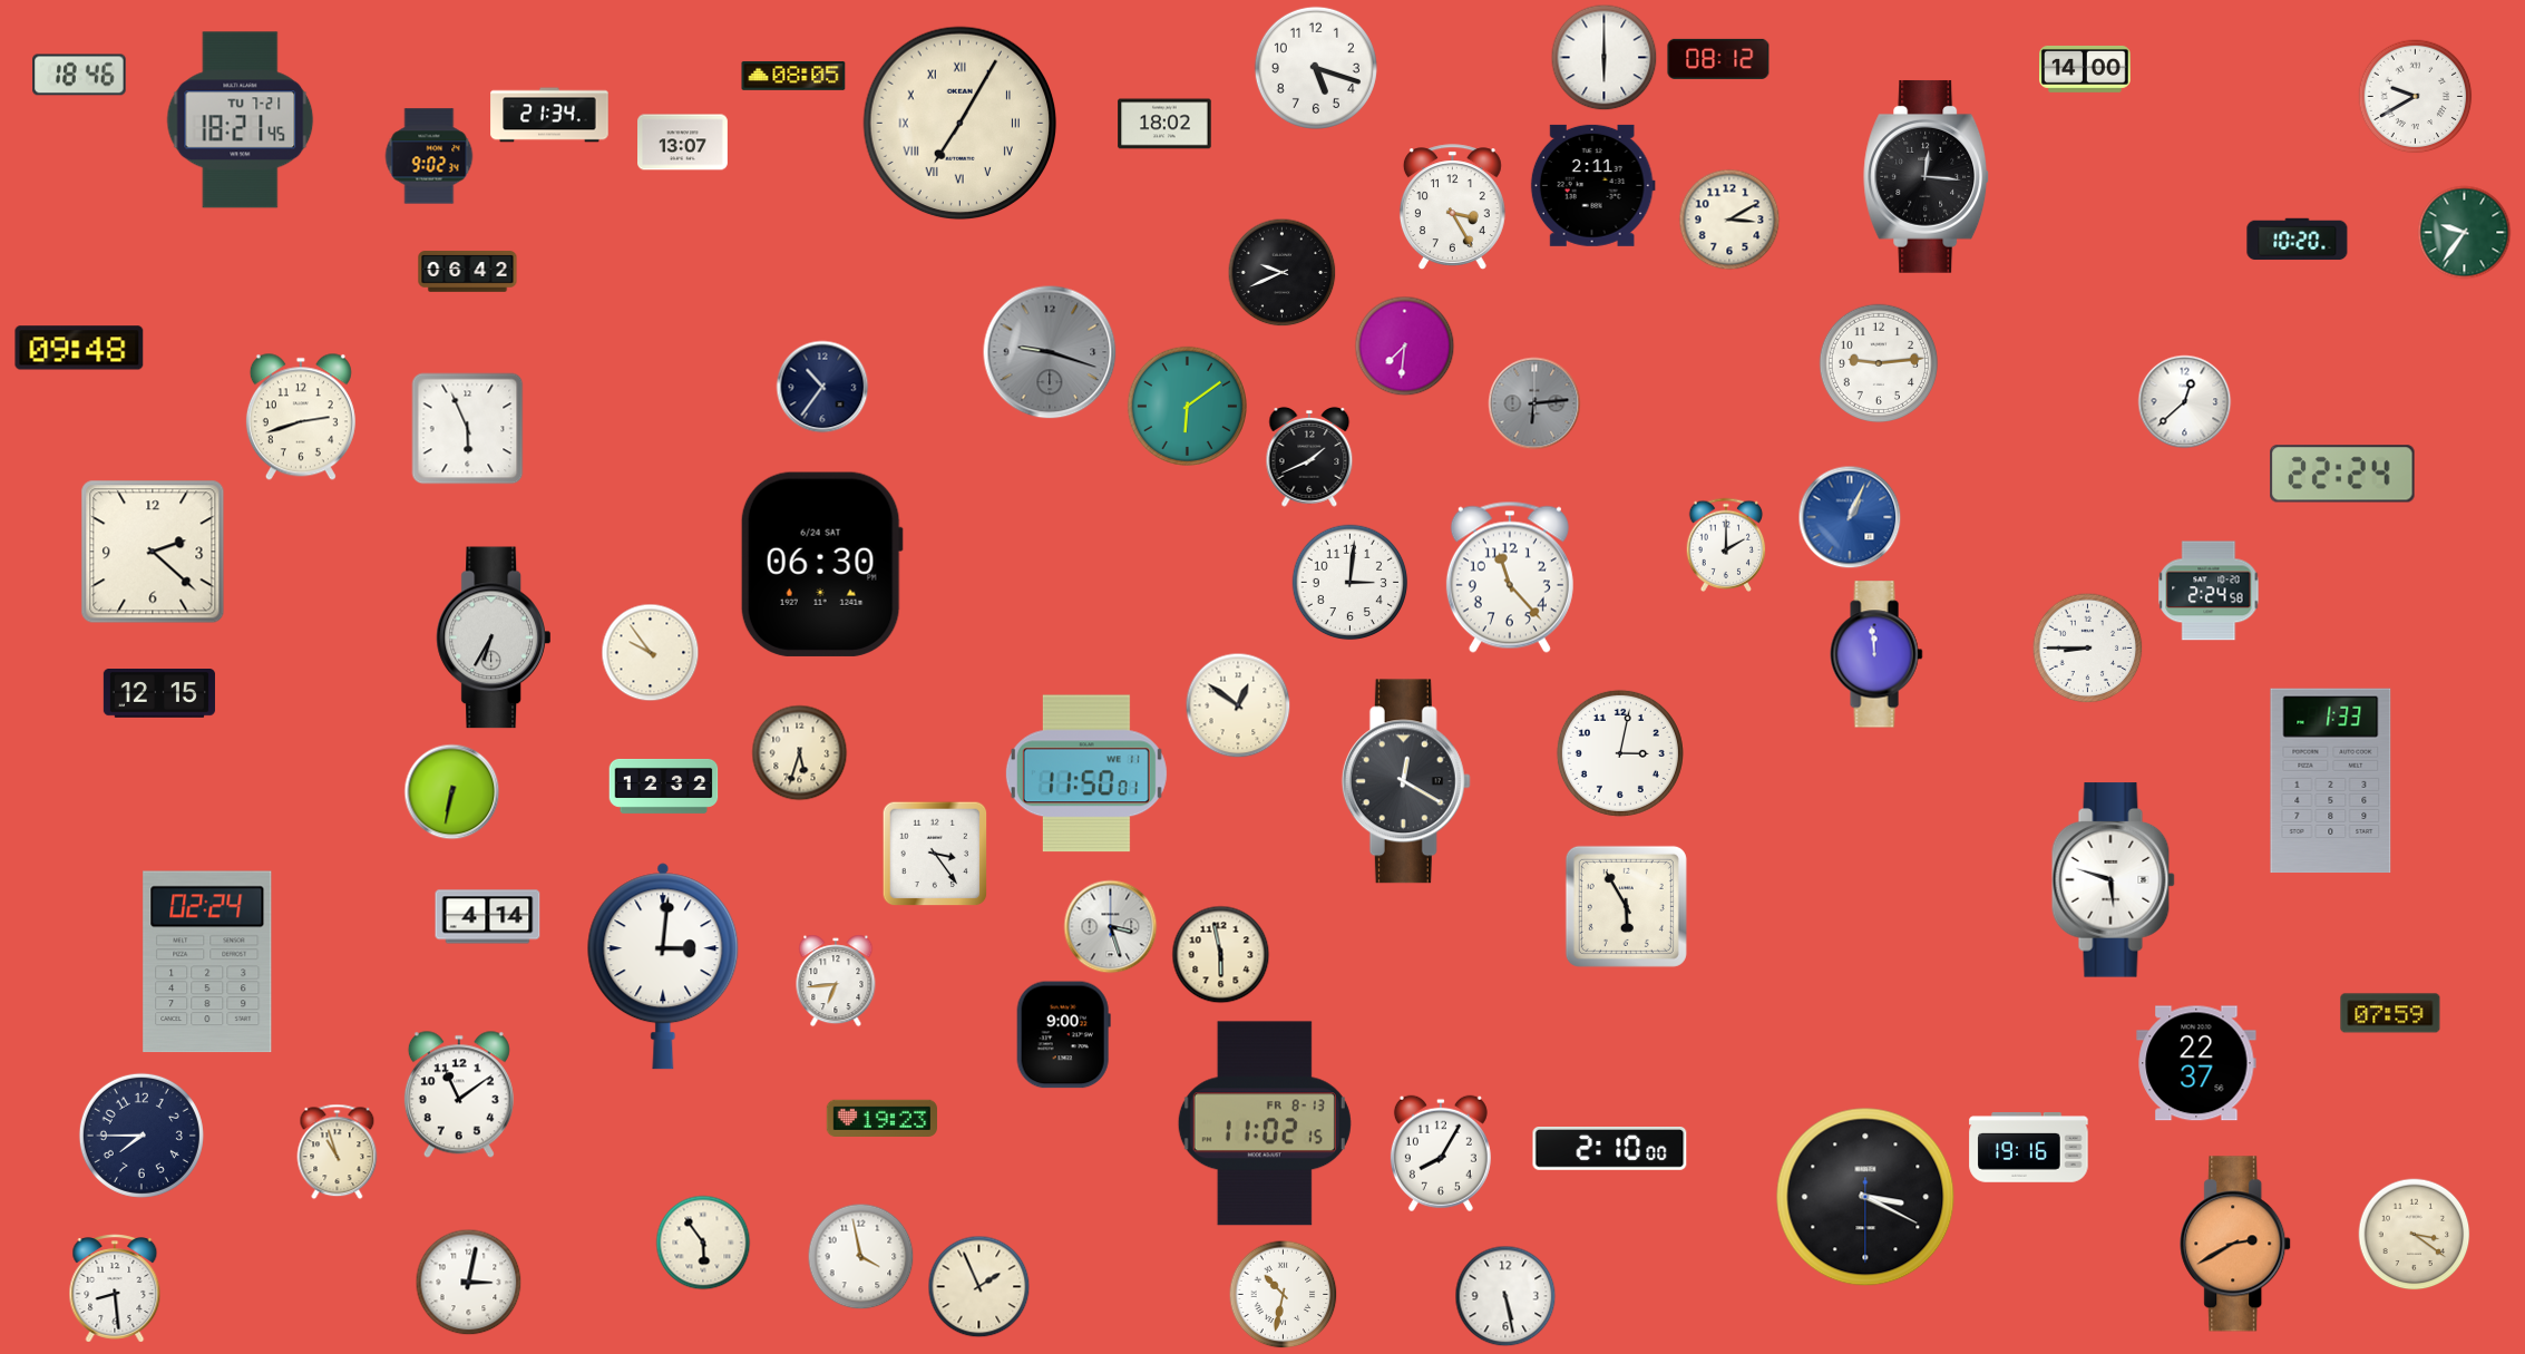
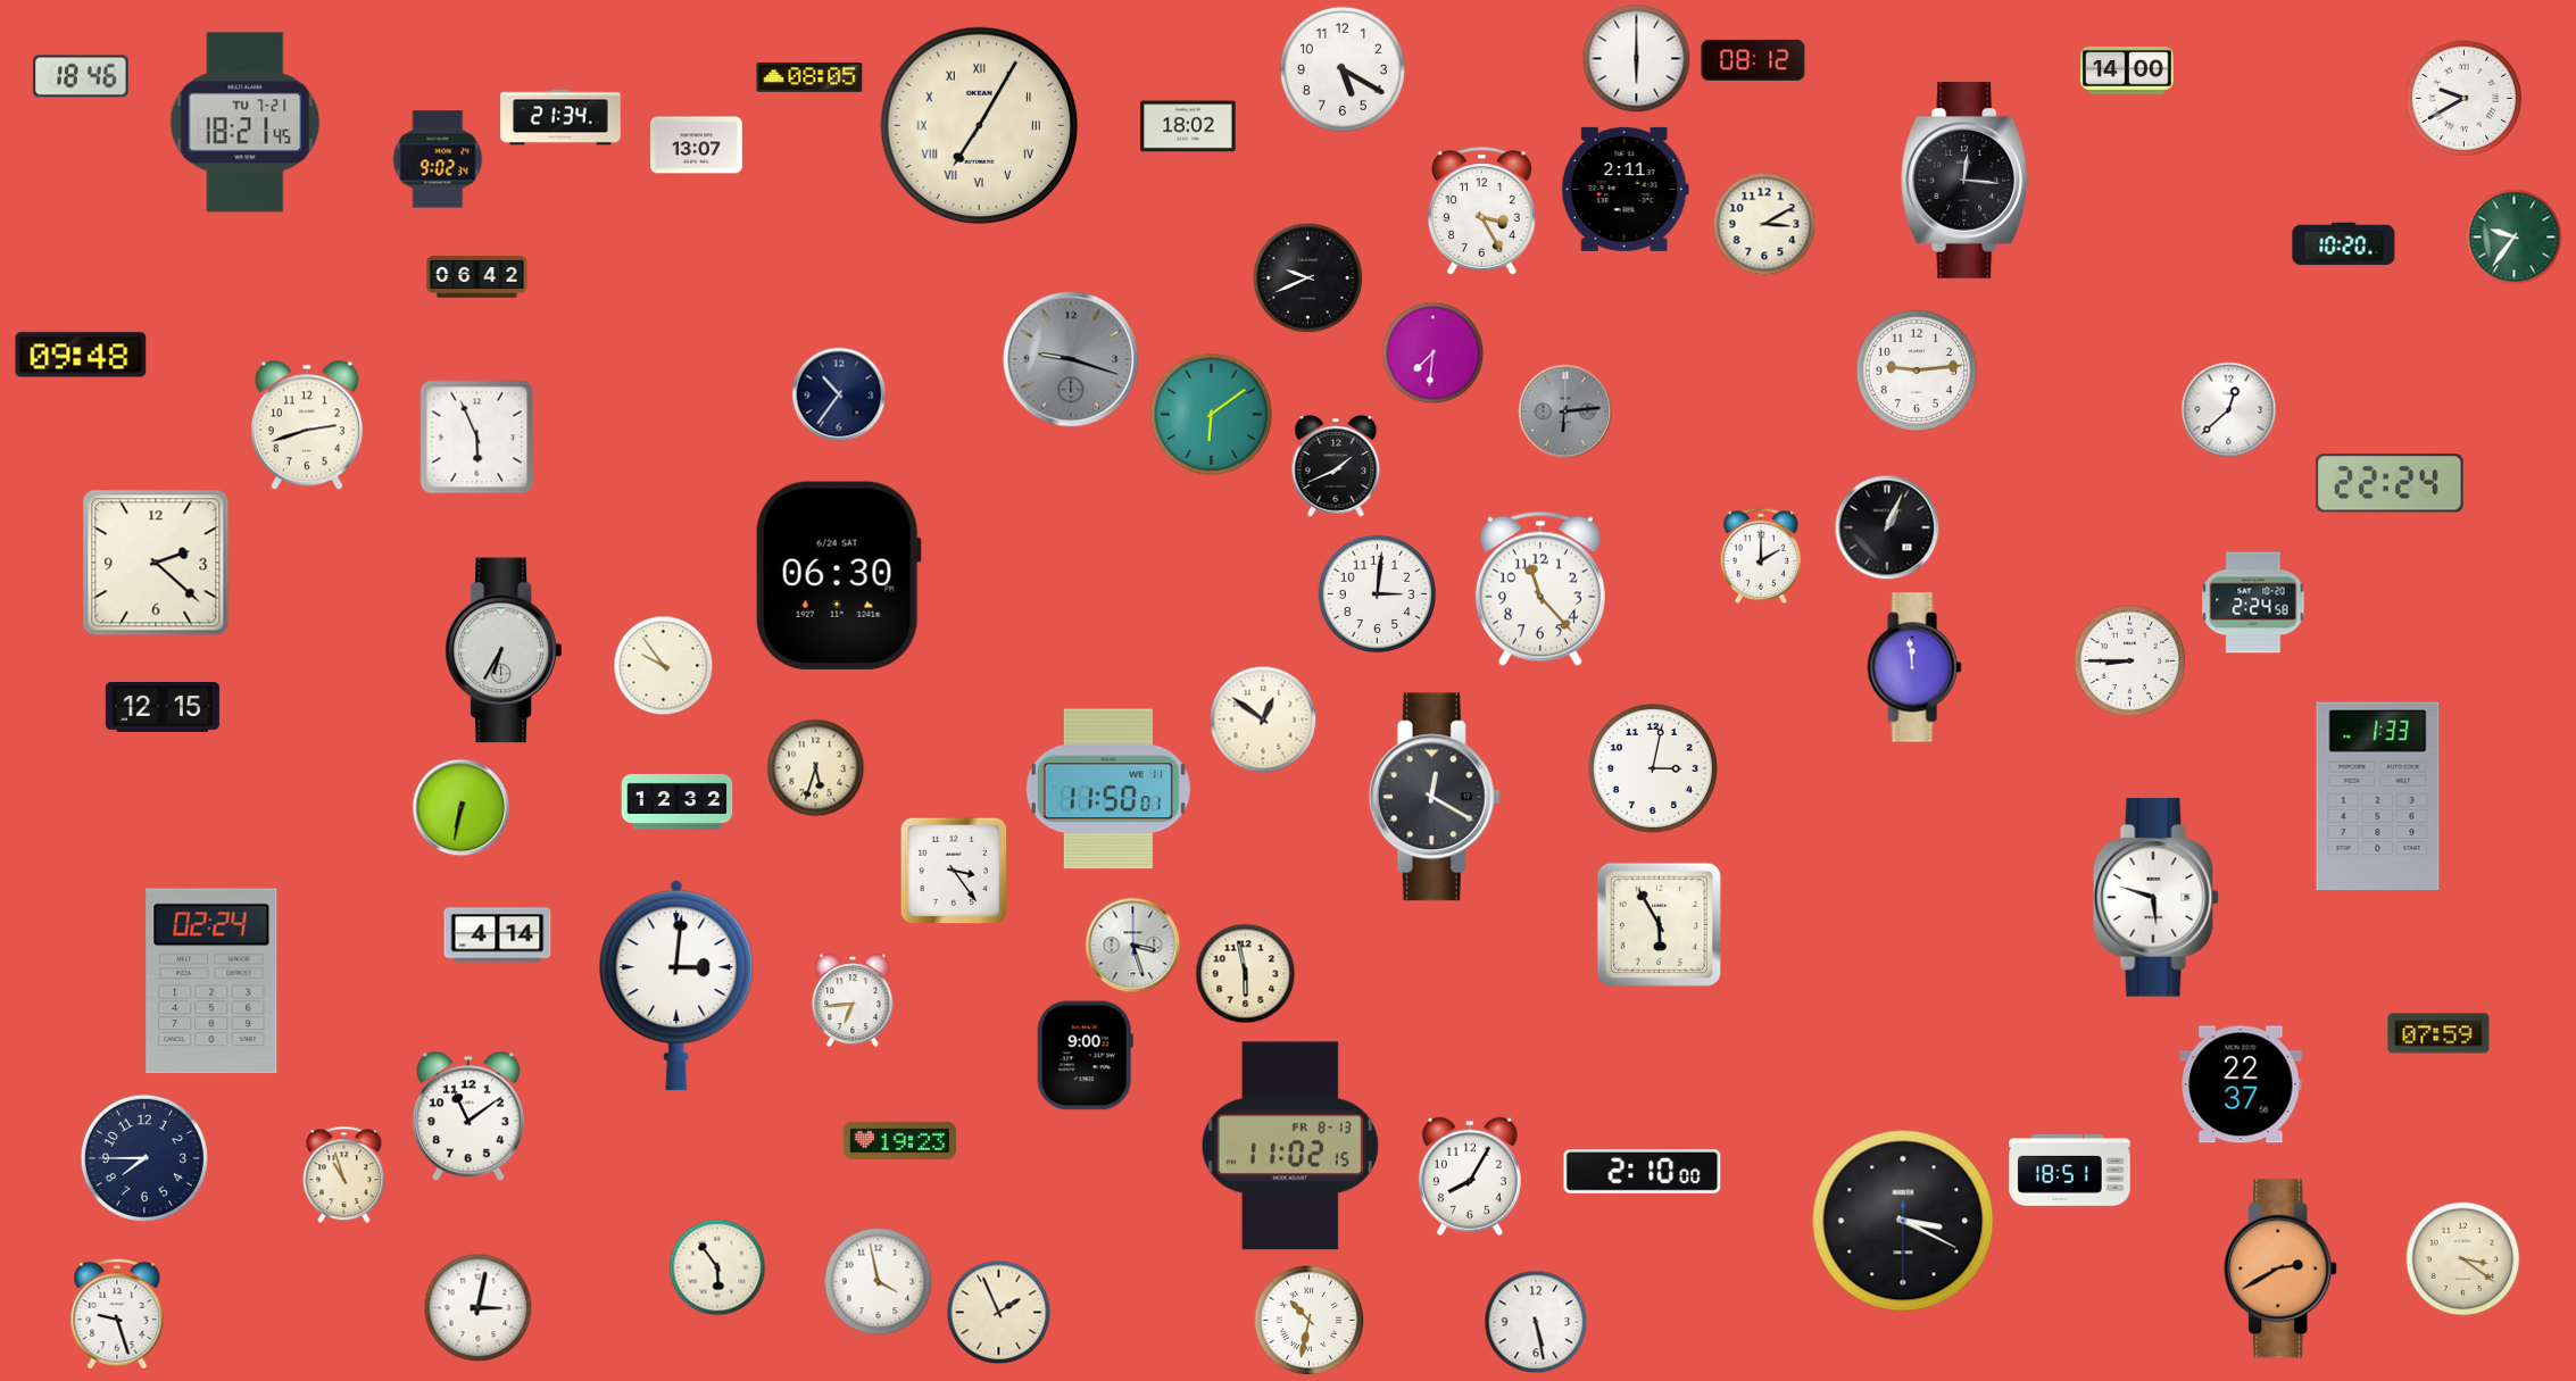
clock at (1316, 68): 5:18 -> 5:20
clock at (1850, 517) dial: blue -> black
clock at (2029, 1148): 19:16 -> 18:51
clock at (115, 1288): 8:29 -> 9:27
